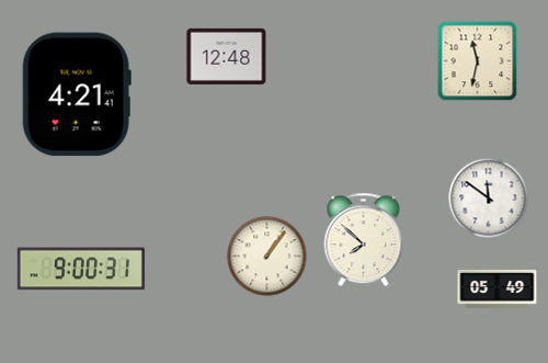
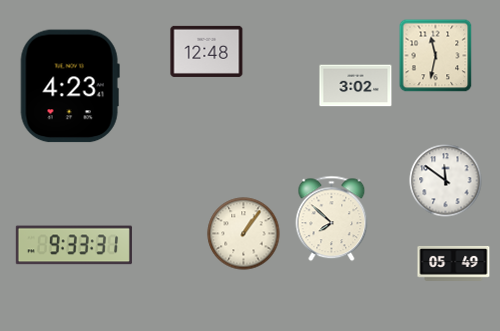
clock at (77, 94): 4:21 -> 4:23
clock at (356, 86): none -> 3:02
clock at (81, 269): 9:00 -> 9:33
